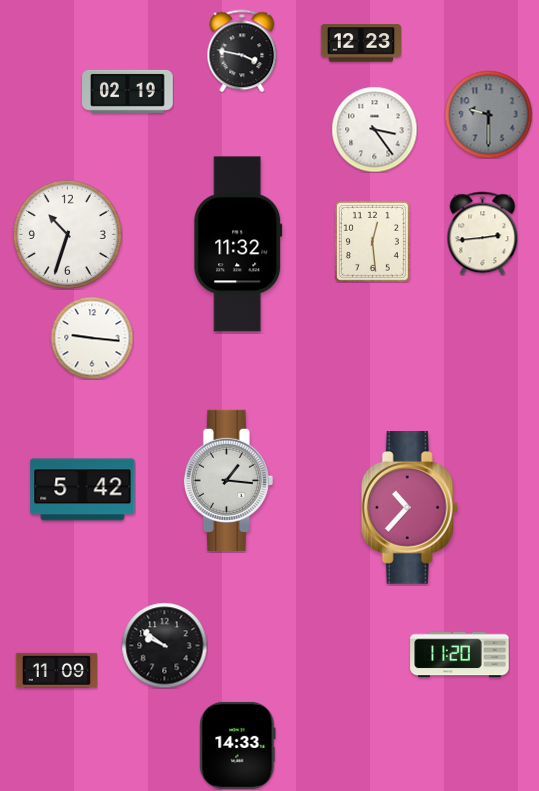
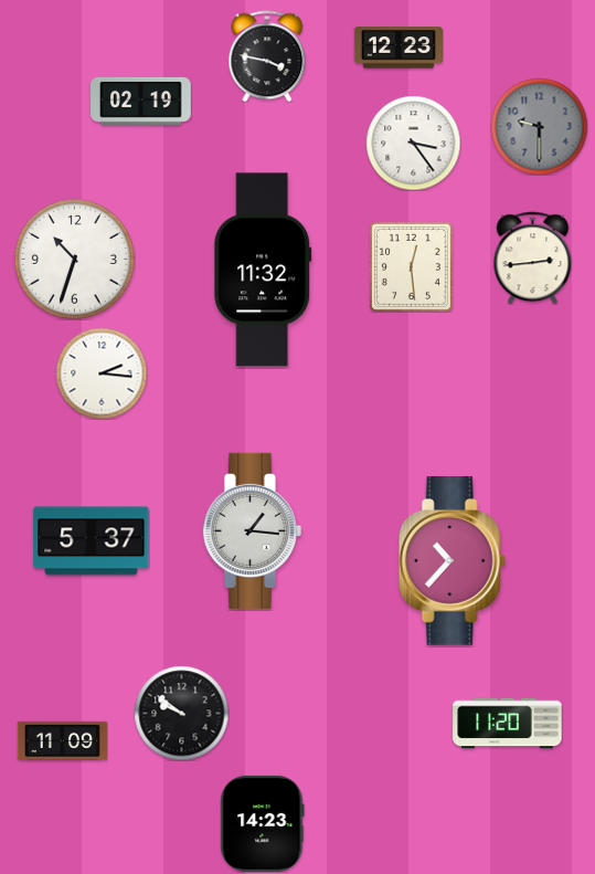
clock at (92, 338): 9:16 -> 2:16
clock at (83, 490): 5:42 -> 5:37
clock at (238, 745): 14:33 -> 14:23
